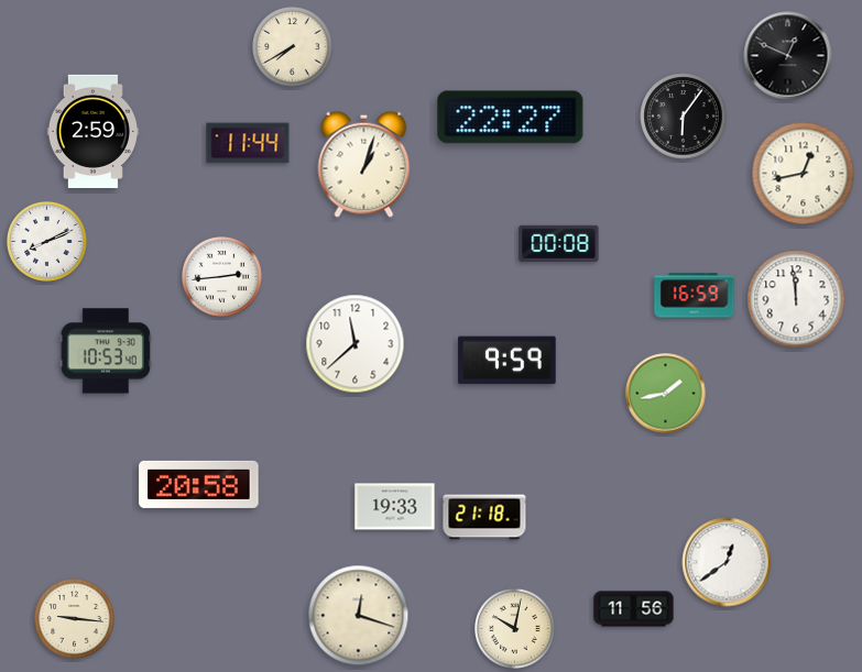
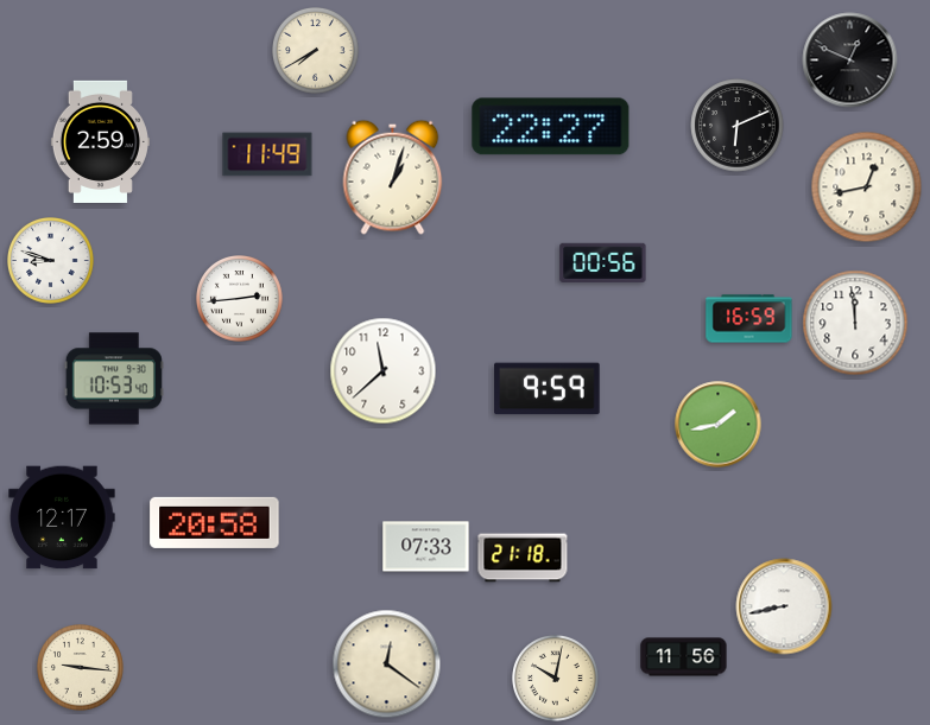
clock at (684, 117): 6:06 -> 6:11
clock at (248, 143): 11:44 -> 11:49
clock at (47, 242): 8:11 -> 8:48
clock at (559, 243): 00:08 -> 00:56
clock at (796, 299) position: (796, 299) -> (855, 323)
clock at (62, 517): none -> 12:17
clock at (395, 507): 19:33 -> 07:33
clock at (727, 562): 12:39 -> 8:43
clock at (359, 616): 12:18 -> 12:21
